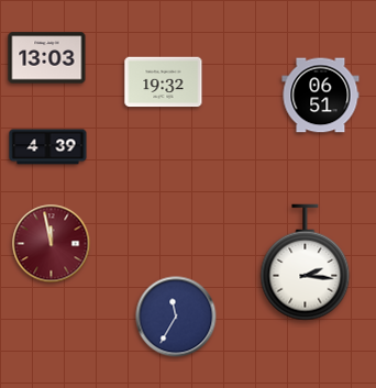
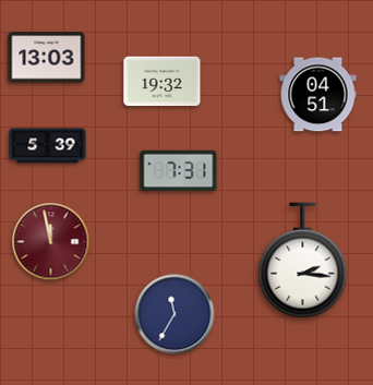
clock at (321, 96): 06:51 -> 04:51
clock at (48, 147): 4:39 -> 5:39
clock at (179, 171): none -> 7:31
